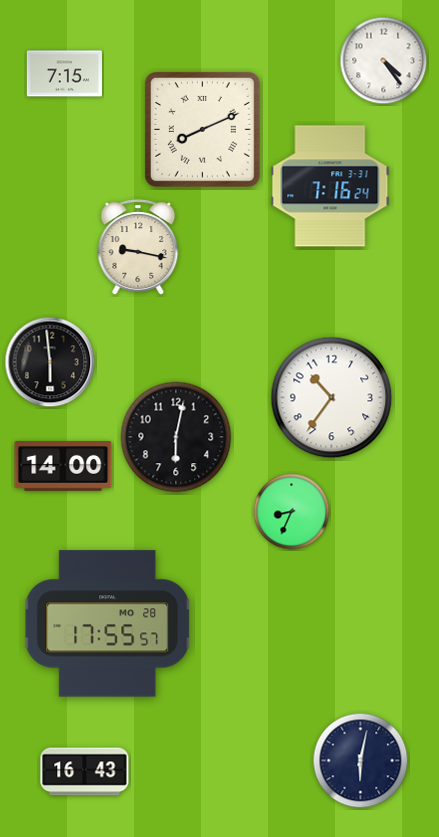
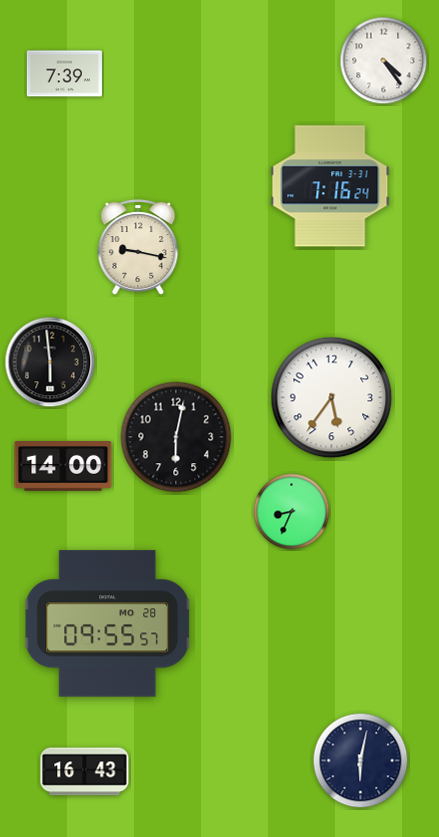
clock at (64, 74): 7:15 -> 7:39
clock at (202, 129): 8:11 -> none
clock at (332, 398): 10:36 -> 5:36
clock at (108, 624): 17:55 -> 09:55
